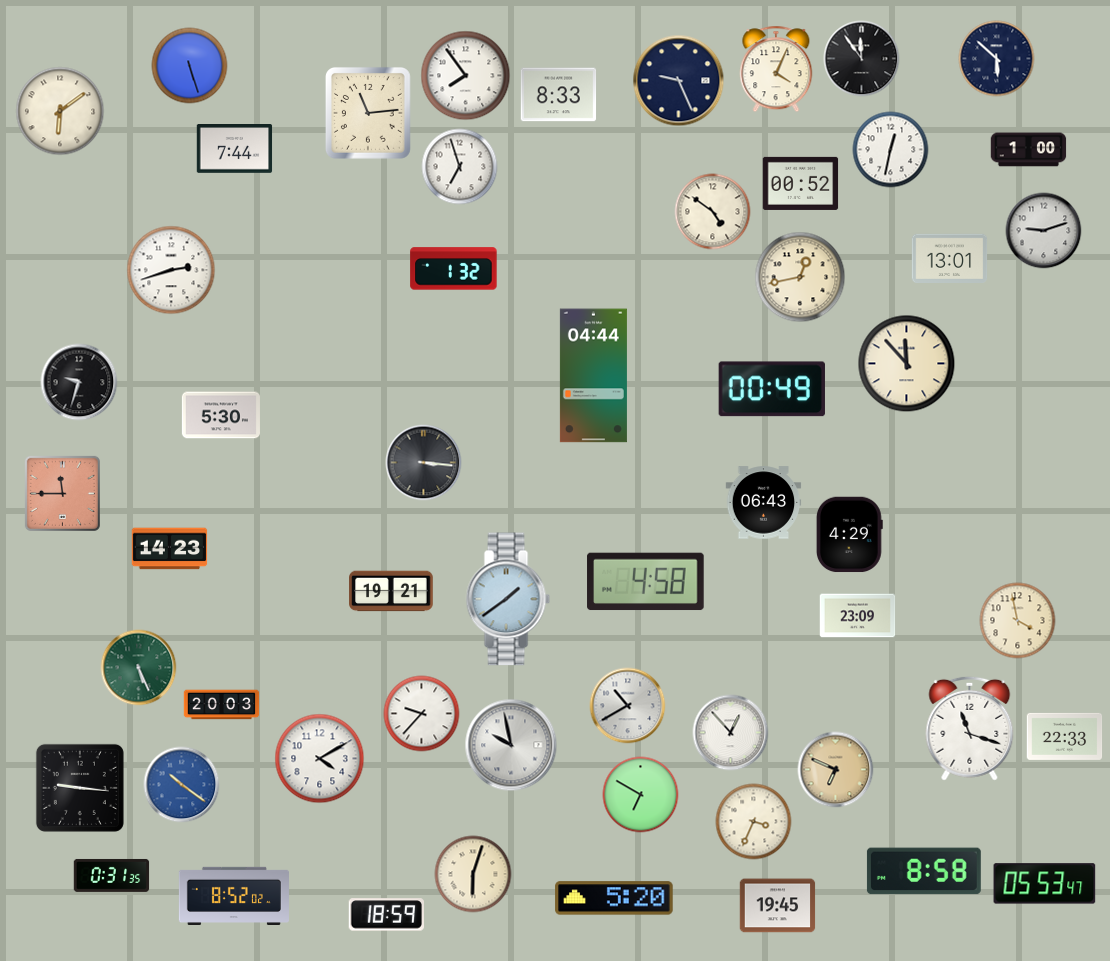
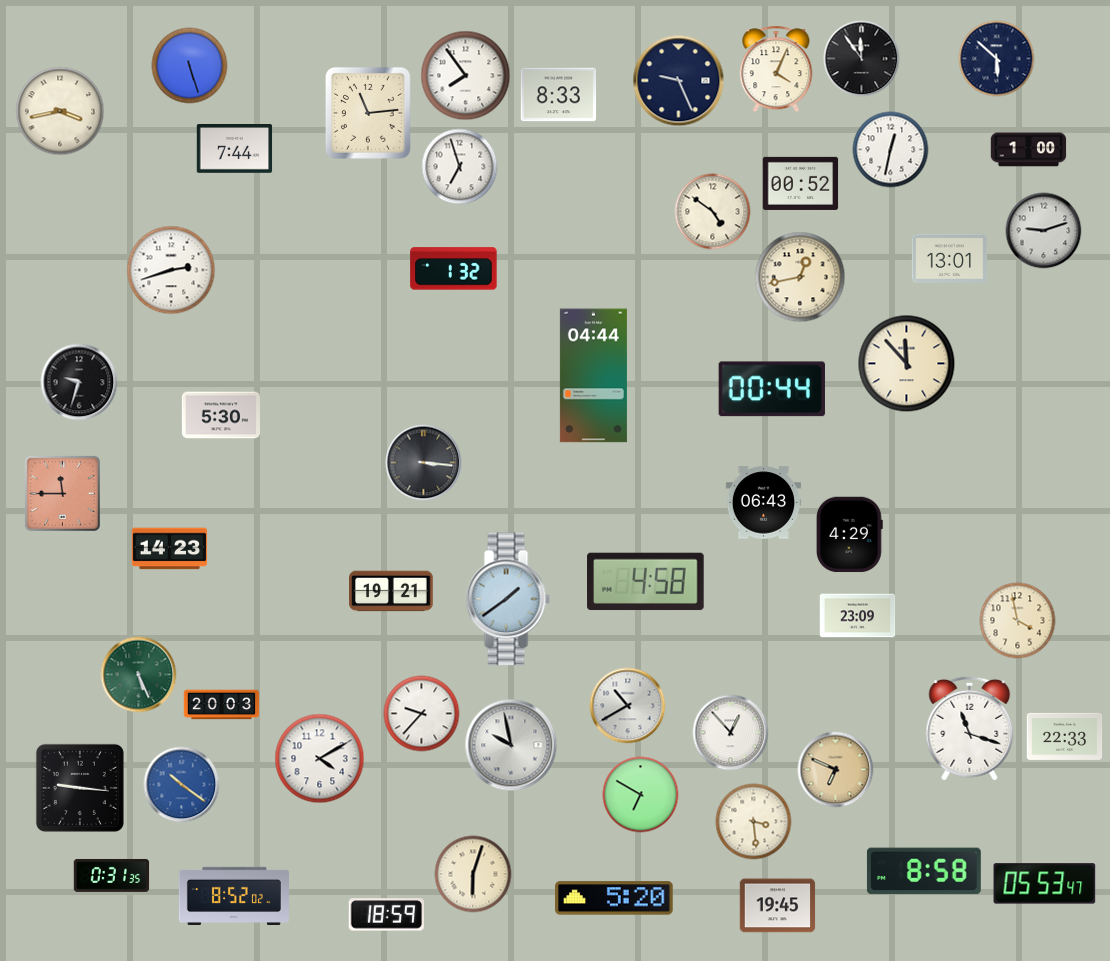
clock at (60, 111): 6:09 -> 3:43
clock at (772, 389): 00:49 -> 00:44
clock at (139, 668) position: (139, 668) -> (139, 675)
clock at (754, 822): 3:34 -> 3:29
